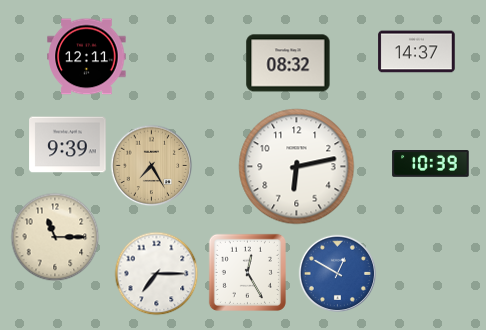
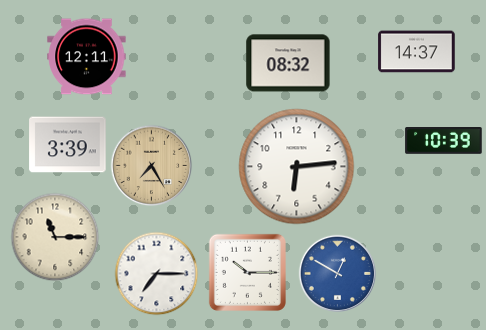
clock at (68, 145): 9:39 -> 3:39
clock at (431, 164) position: (431, 164) -> (444, 141)
clock at (297, 167): 6:13 -> 6:14
clock at (247, 272): 12:25 -> 10:15
